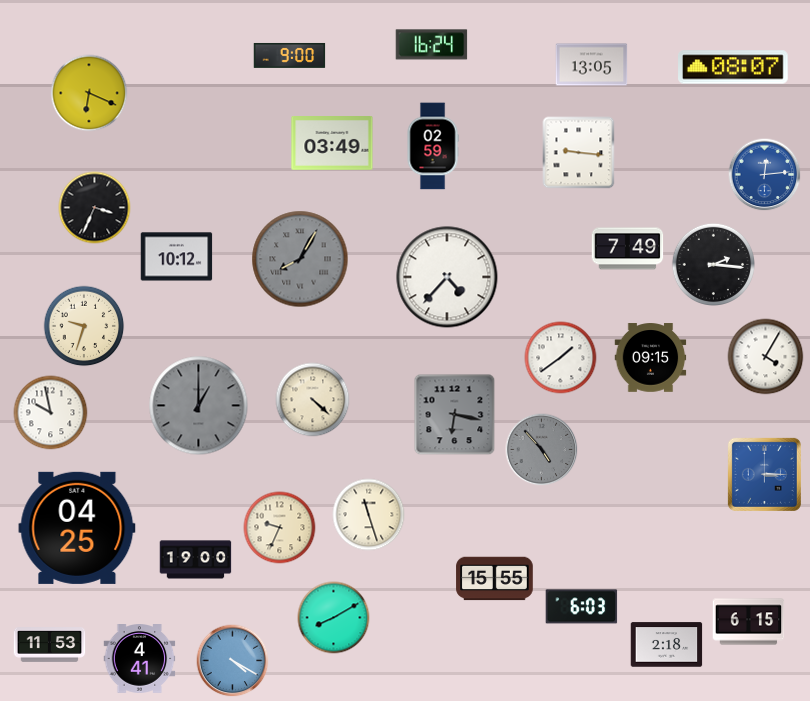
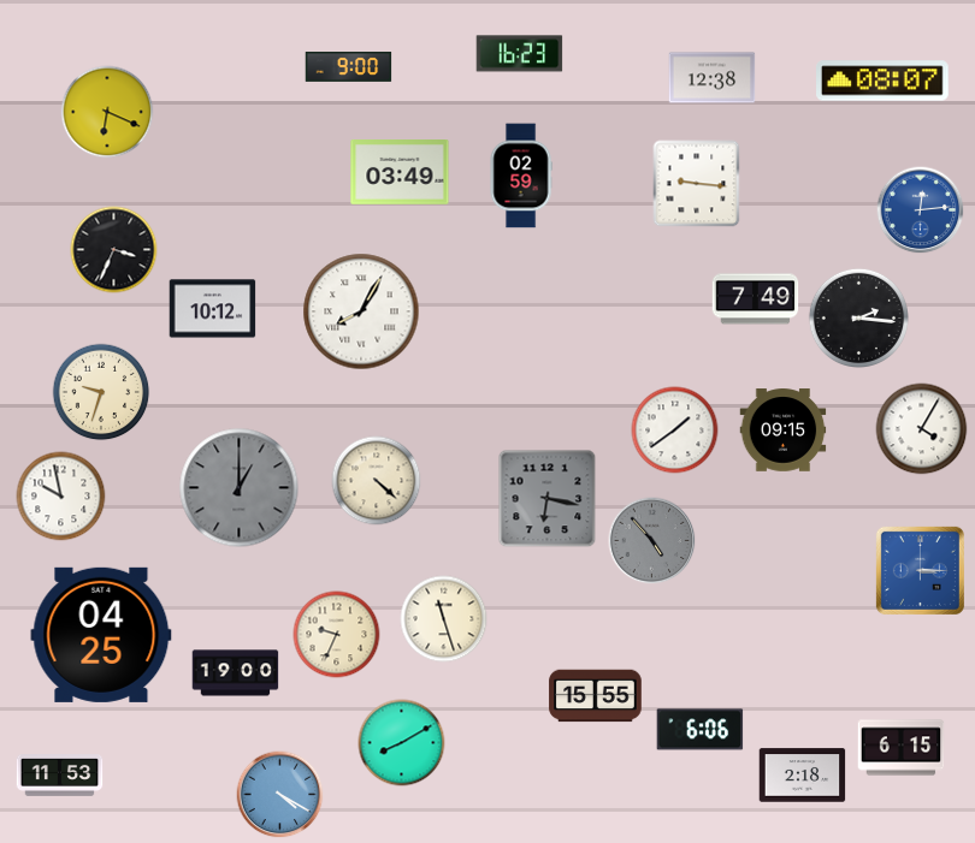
clock at (432, 45): 16:24 -> 16:23
clock at (592, 65): 13:05 -> 12:38
clock at (300, 259) dial: grey -> white
clock at (447, 277): 4:37 -> none
clock at (77, 528) position: (77, 528) -> (101, 635)
clock at (582, 607): 6:03 -> 6:06
clock at (140, 659): 4:41 -> none
